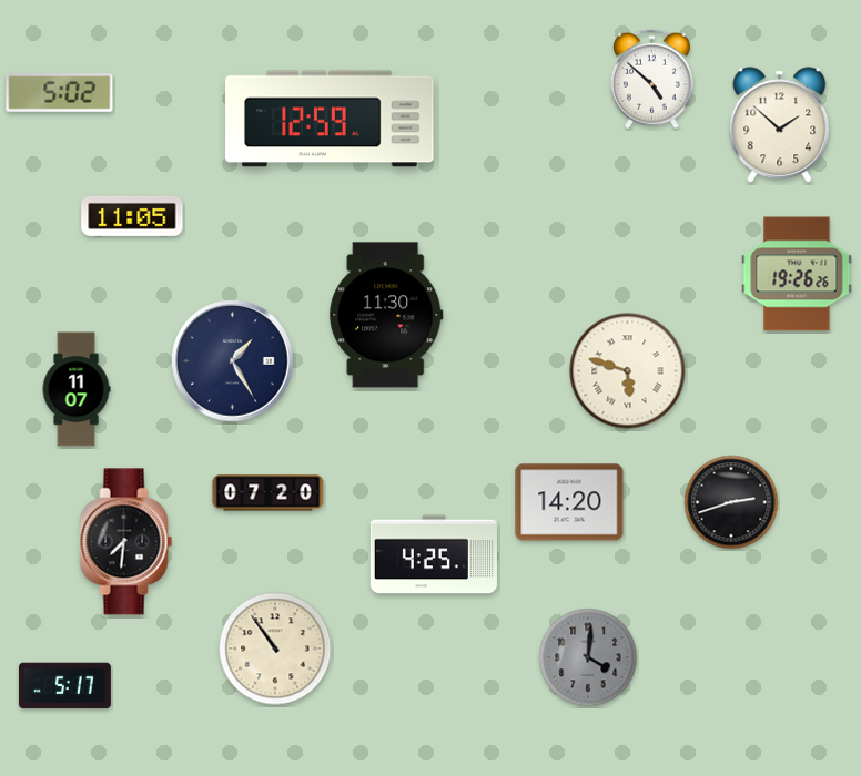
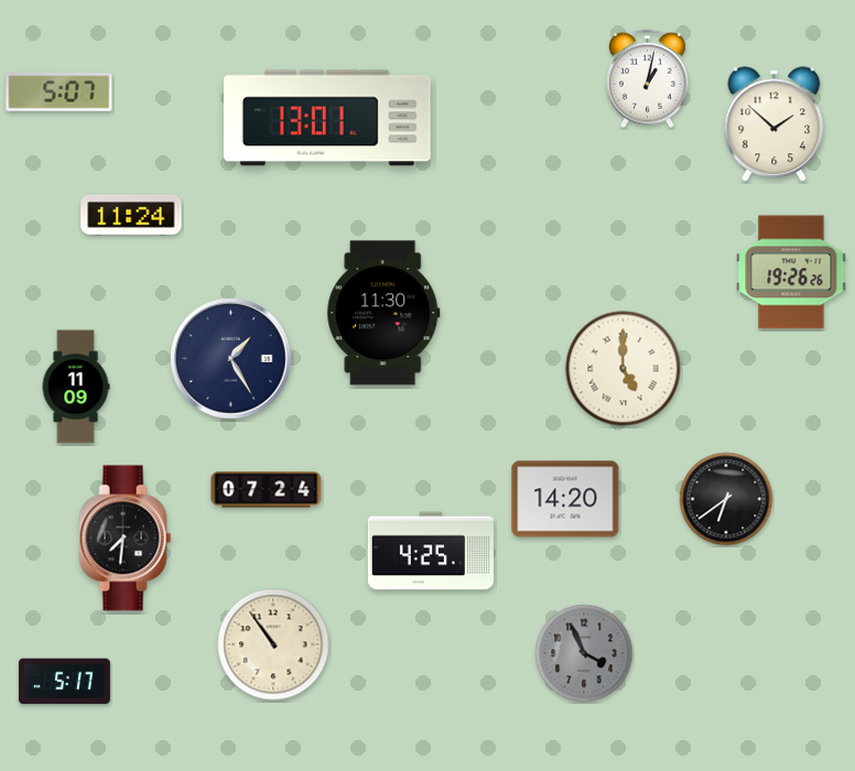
clock at (651, 80): 4:52 -> 1:02
clock at (60, 93): 5:02 -> 5:07
clock at (330, 119): 12:59 -> 13:01
clock at (132, 216): 11:05 -> 11:24
clock at (628, 371): 5:48 -> 5:00
clock at (77, 389): 11:07 -> 11:09
clock at (269, 493): 07:20 -> 07:24
clock at (731, 502): 2:42 -> 6:39
clock at (588, 657): 4:01 -> 3:56
